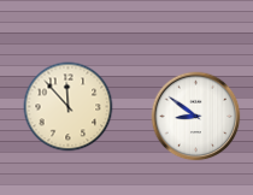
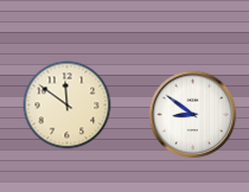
clock at (69, 107): 11:53 -> 11:51
